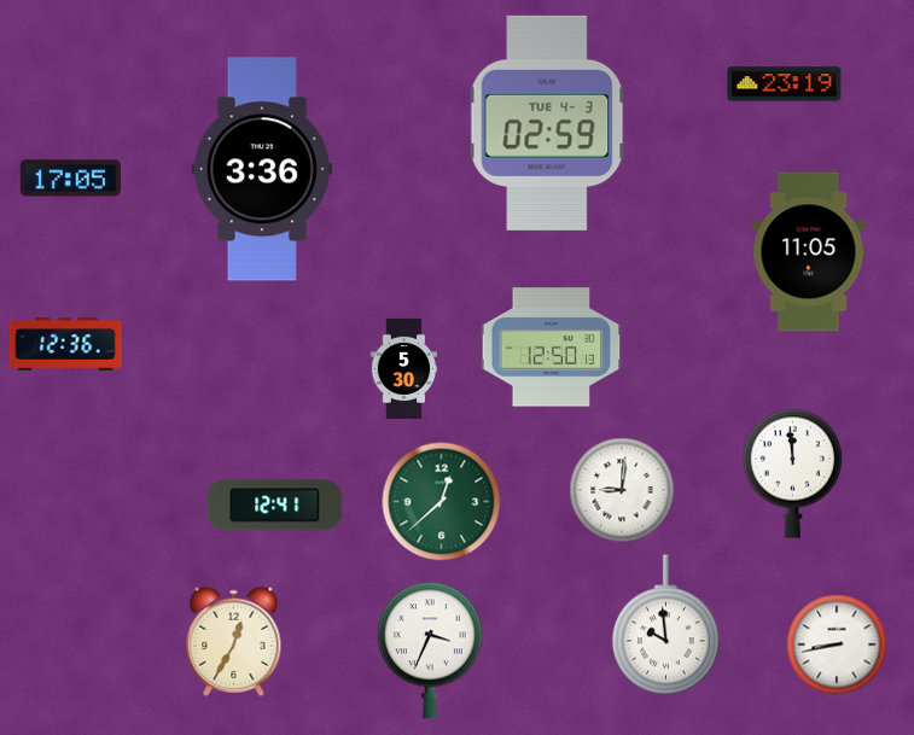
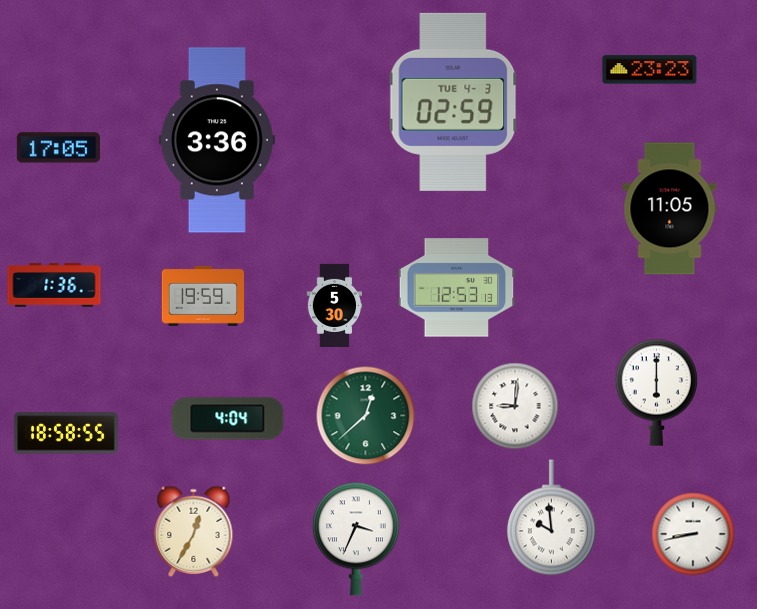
clock at (785, 84): 23:19 -> 23:23
clock at (65, 344): 12:36 -> 1:36
clock at (552, 348): 12:50 -> 12:53
clock at (203, 296): none -> 19:59
clock at (792, 473): 11:59 -> 6:00
clock at (275, 506): 12:41 -> 4:04
clock at (66, 433): none -> 18:58
